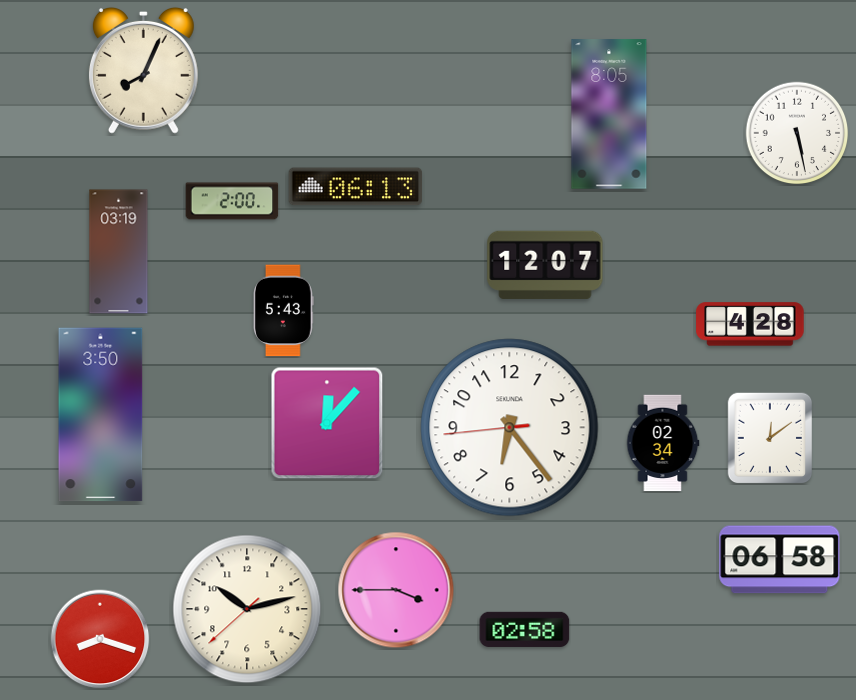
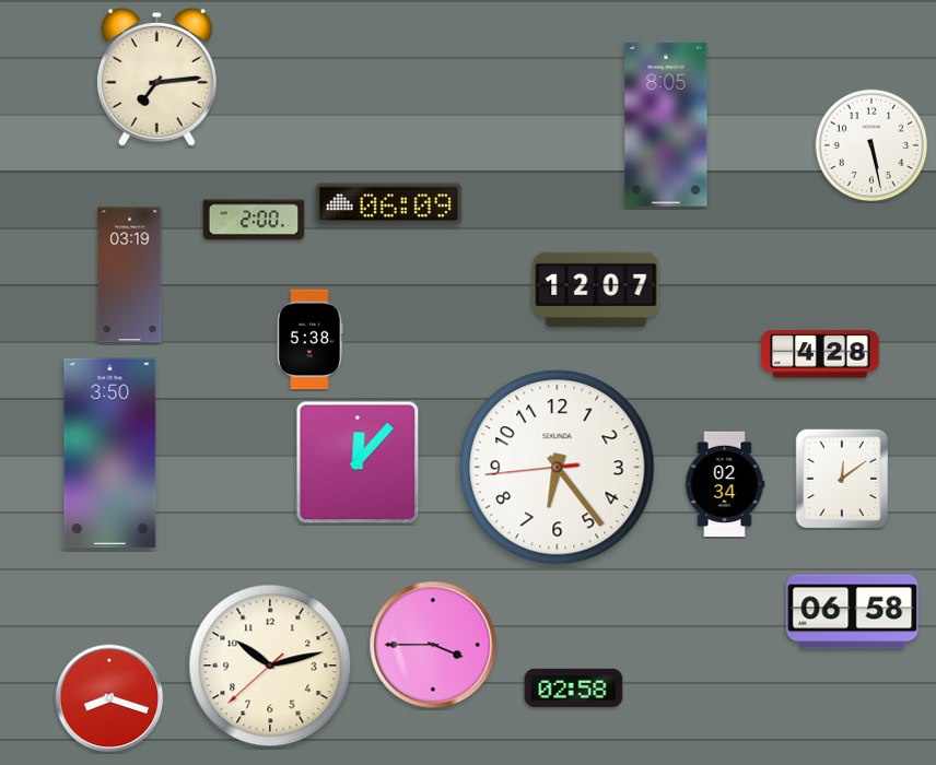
clock at (143, 70): 8:04 -> 7:14
clock at (356, 187): 06:13 -> 06:09
clock at (284, 311): 5:43 -> 5:38
